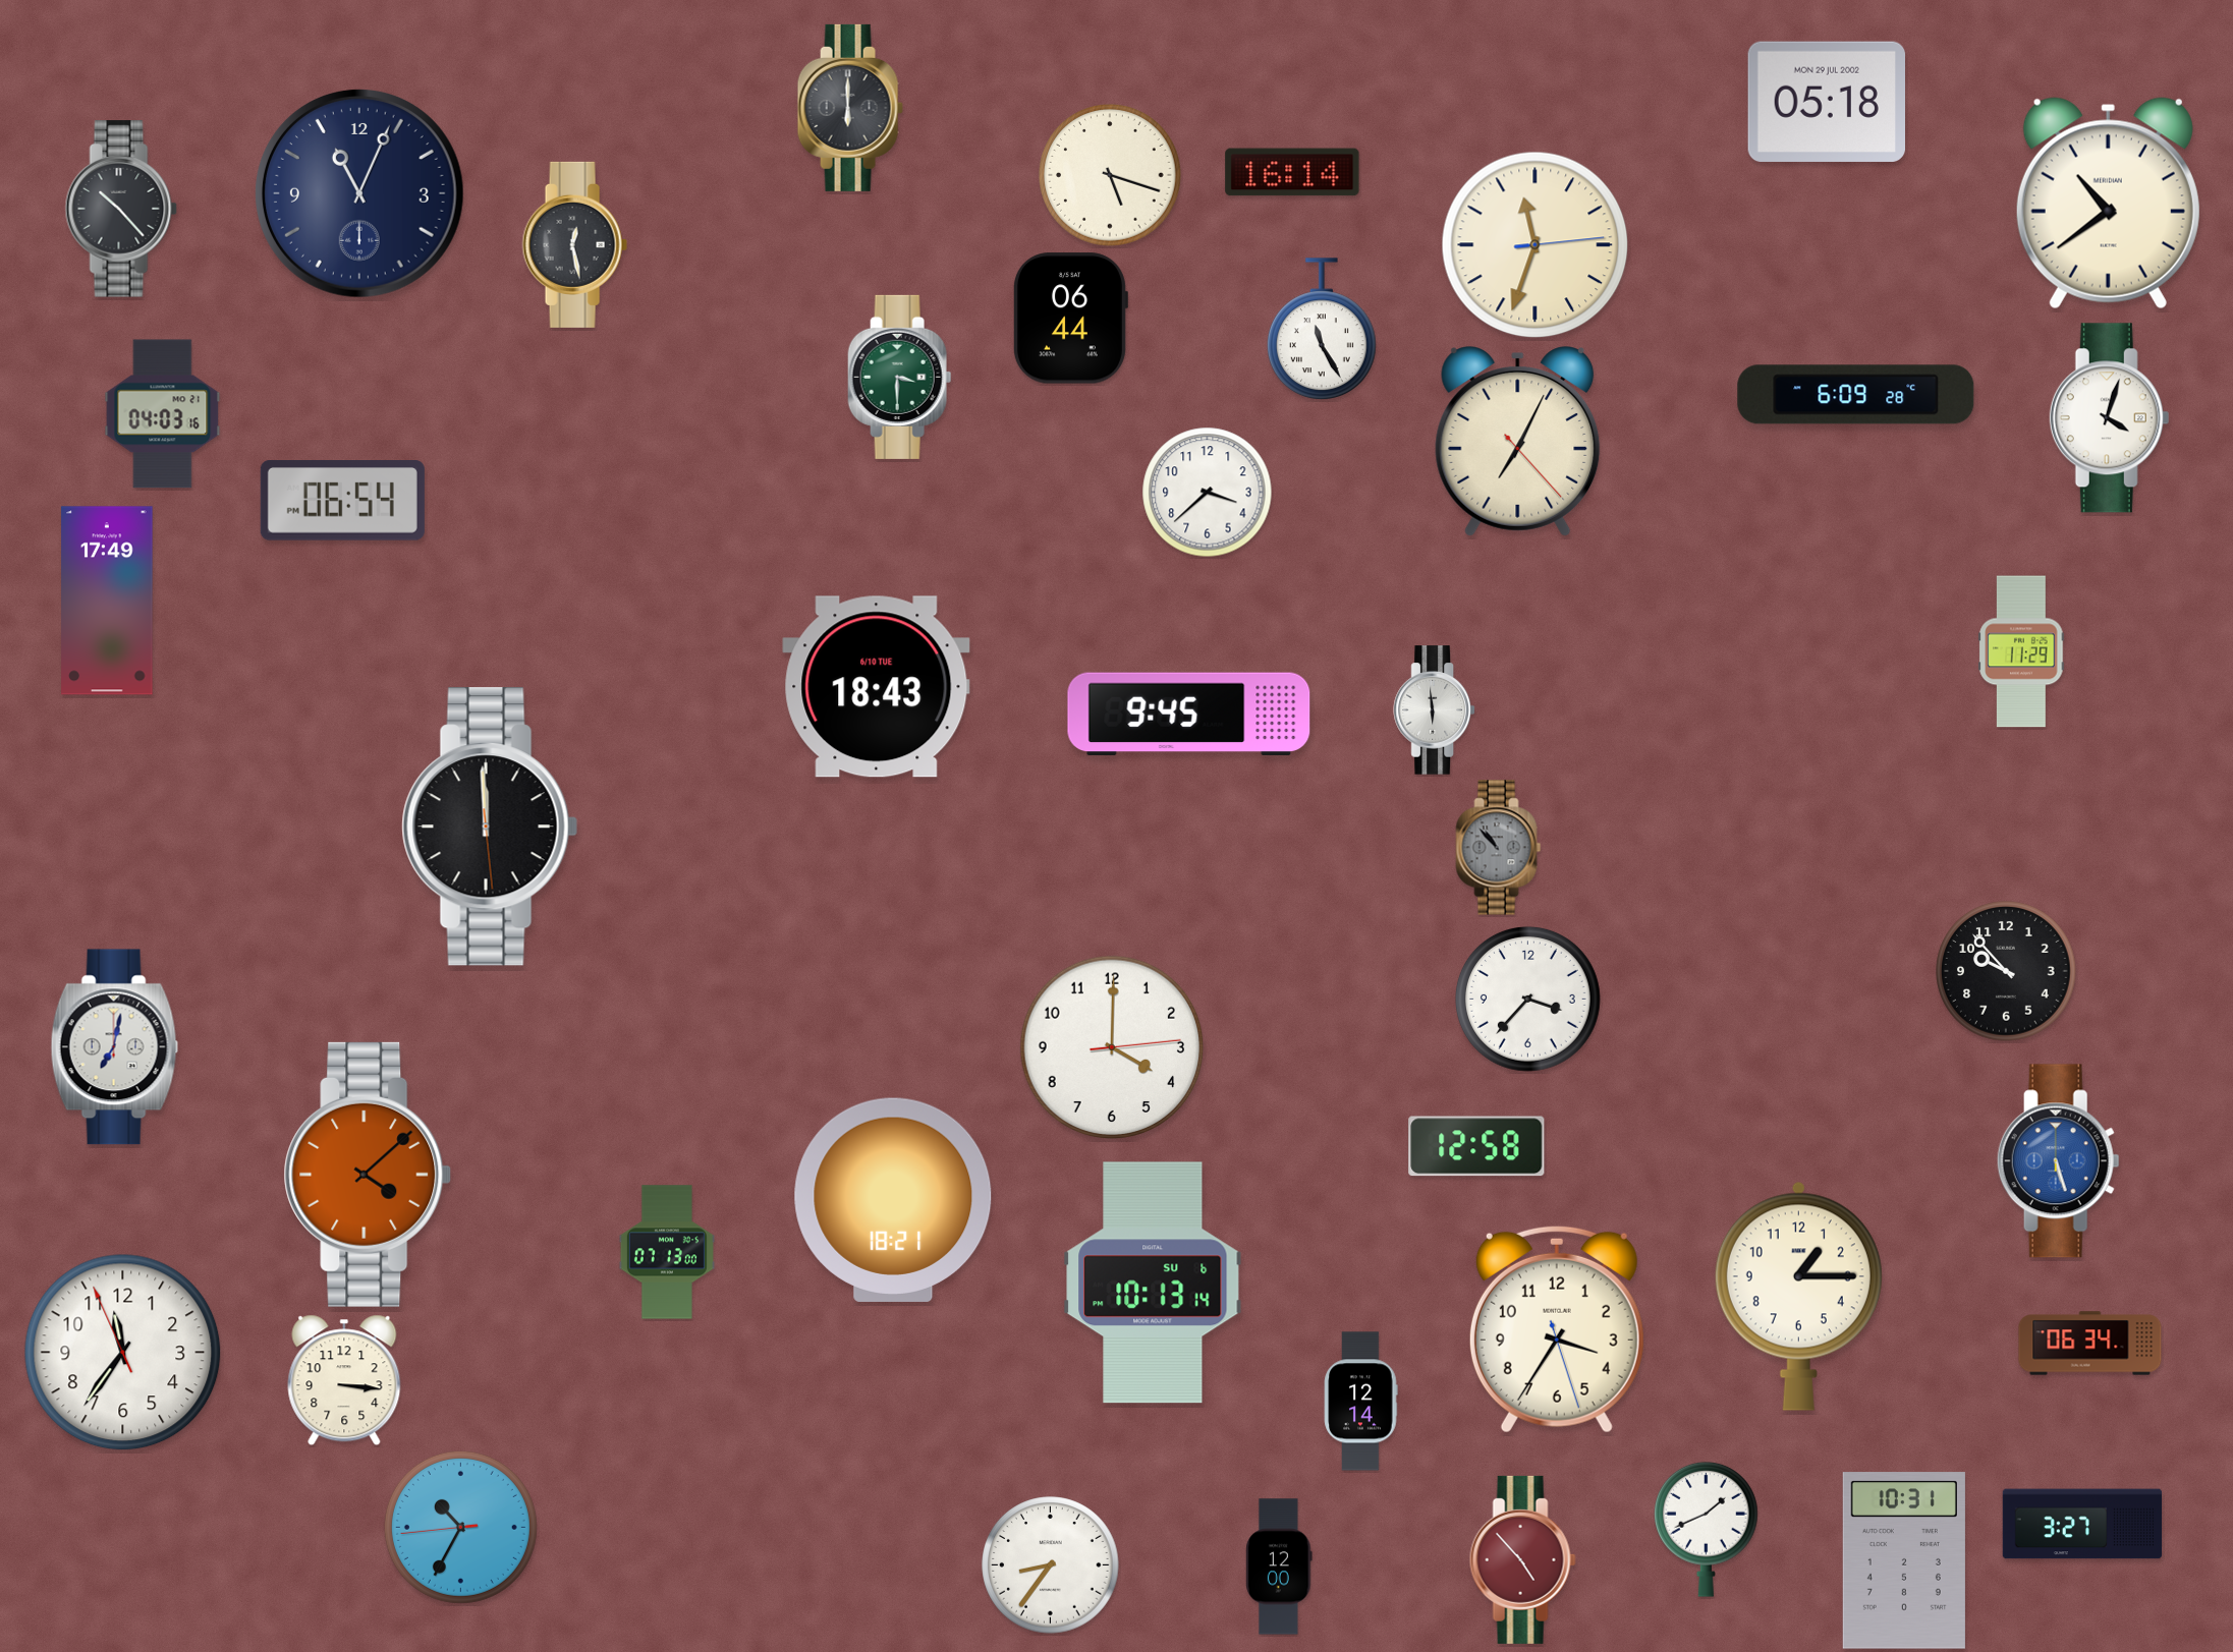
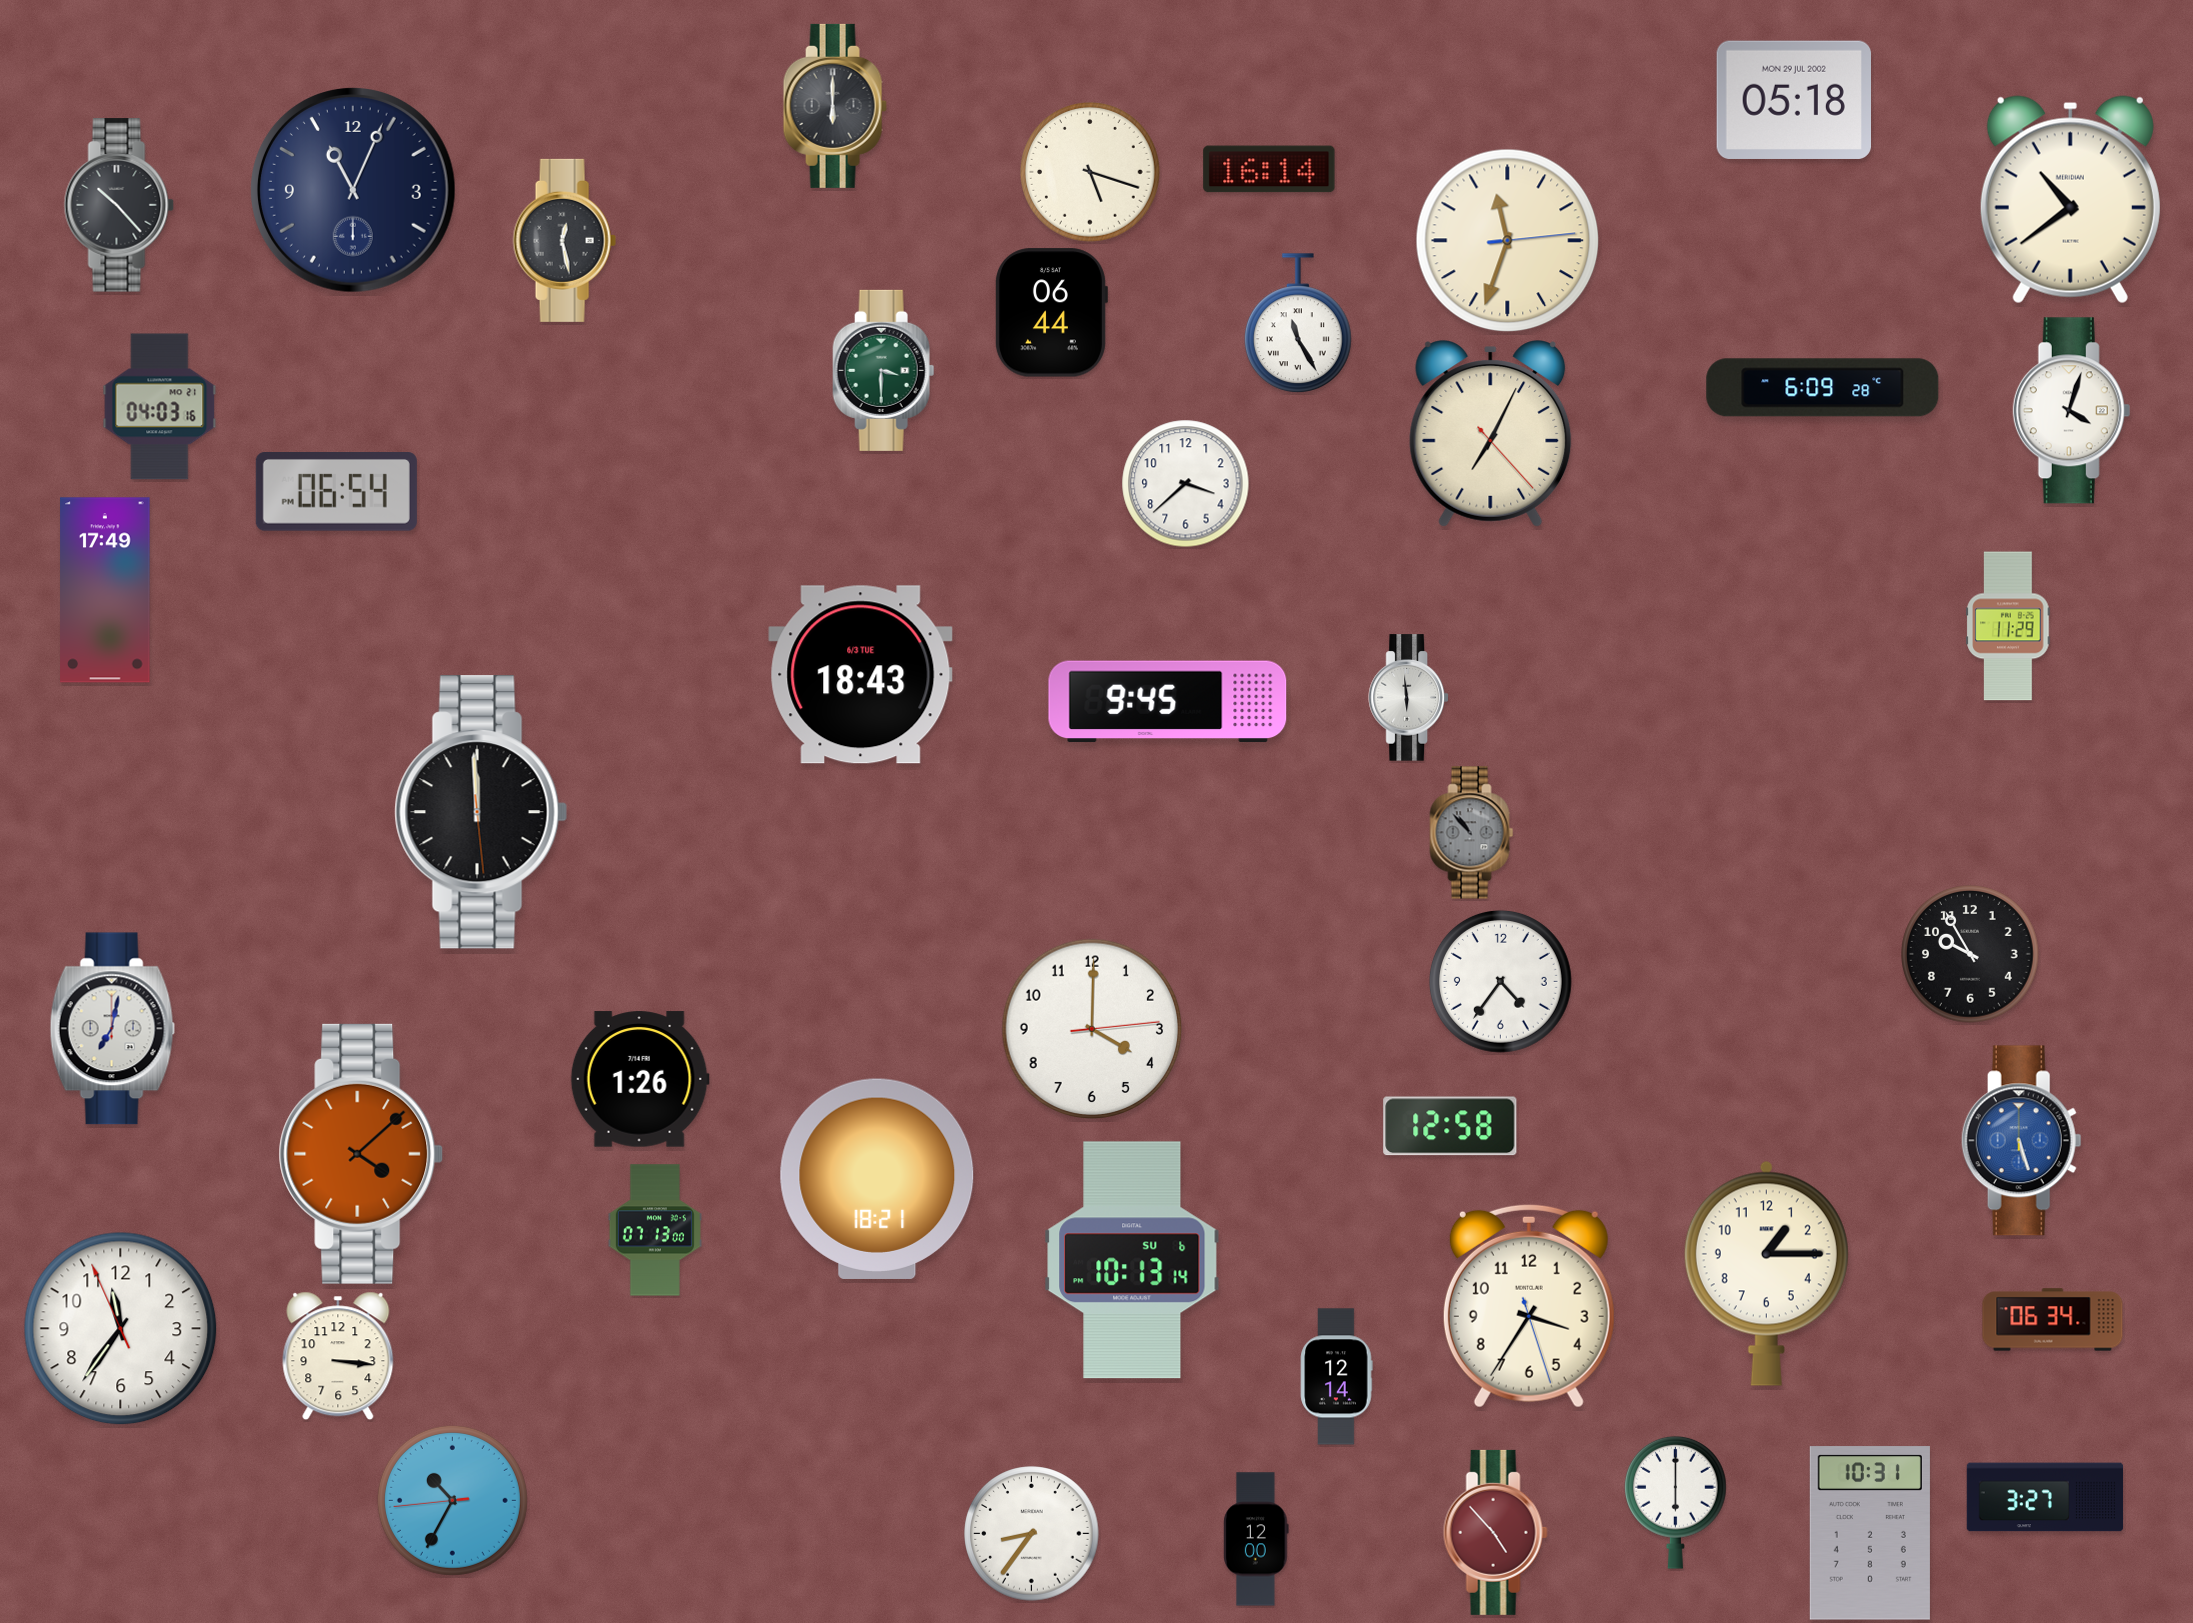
clock at (2021, 651) position: (2021, 651) -> (2008, 626)
clock at (877, 687) date: 6/10 TUE -> 6/3 TUE
clock at (2006, 971): 9:53 -> 9:55
clock at (1527, 999): 3:37 -> 4:36
clock at (640, 1079): none -> 1:26
clock at (1707, 1529): 1:41 -> 6:00
clock at (1051, 1565) position: (1051, 1565) -> (1032, 1534)
